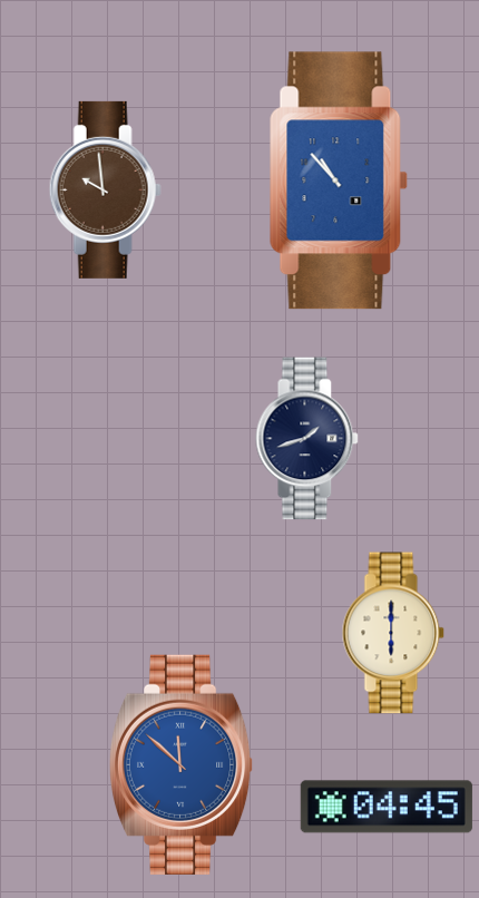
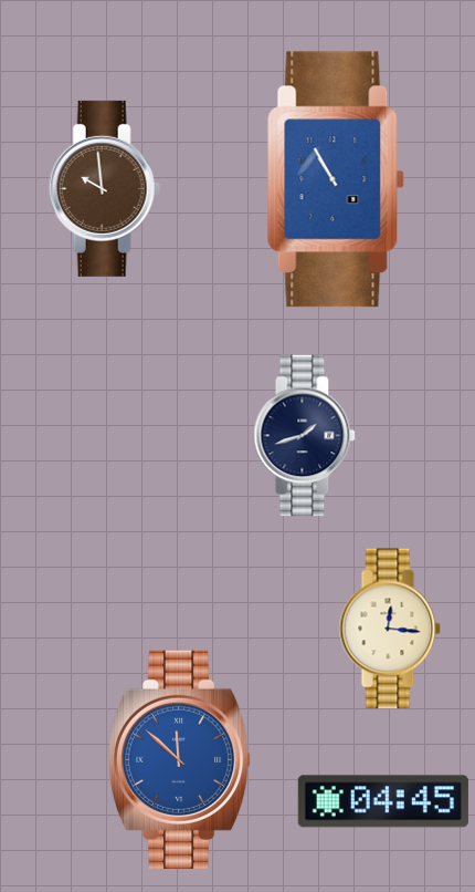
clock at (339, 180): 10:53 -> 10:55
clock at (393, 633): 6:00 -> 12:16
